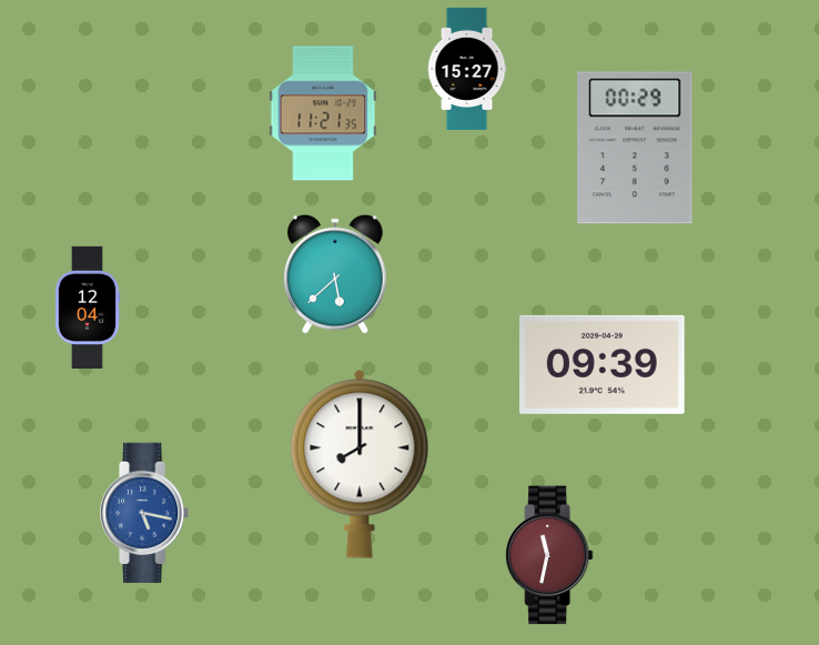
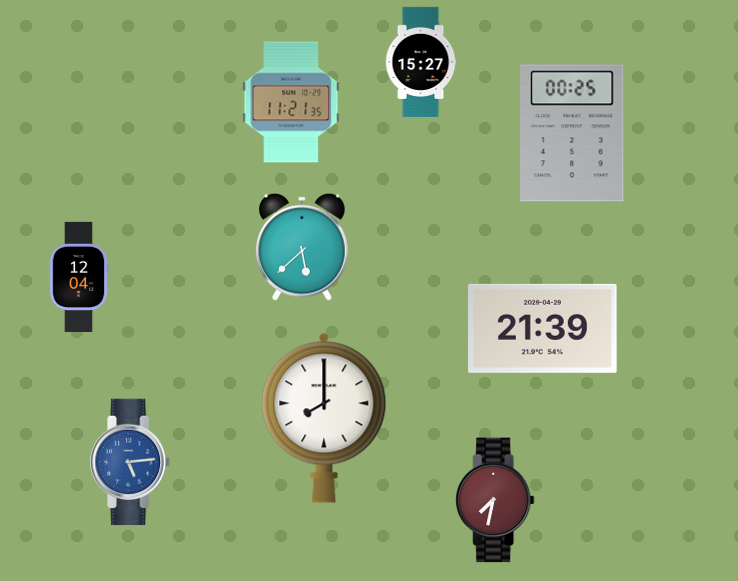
clock at (635, 148): 00:29 -> 00:25
clock at (603, 364): 09:39 -> 21:39
clock at (145, 513): 5:17 -> 5:14
clock at (549, 555): 11:32 -> 7:32
